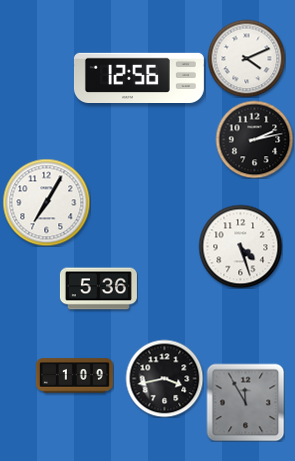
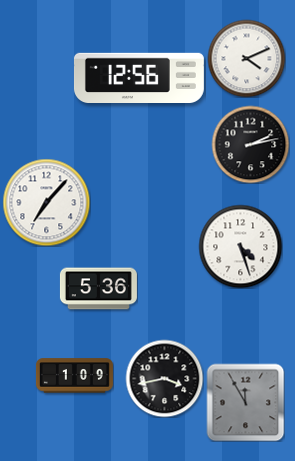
clock at (254, 139) position: (254, 139) -> (250, 144)
clock at (46, 202): 7:05 -> 7:07
